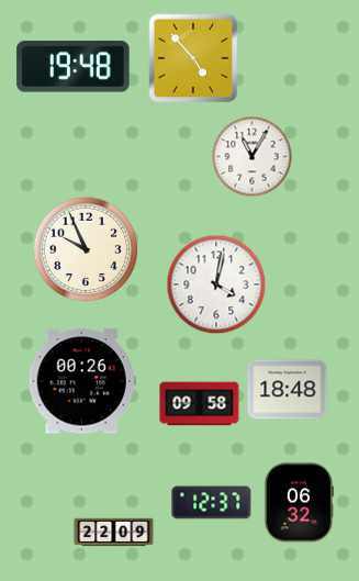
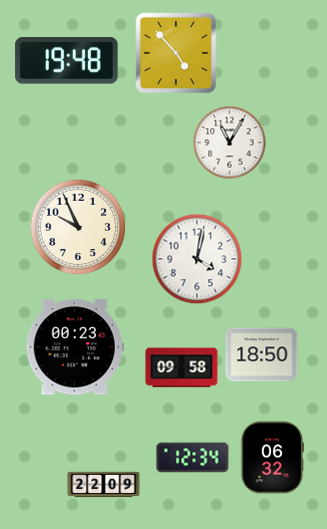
clock at (82, 381): 00:26 -> 00:23
clock at (288, 390): 18:48 -> 18:50
clock at (212, 503): 12:37 -> 12:34
